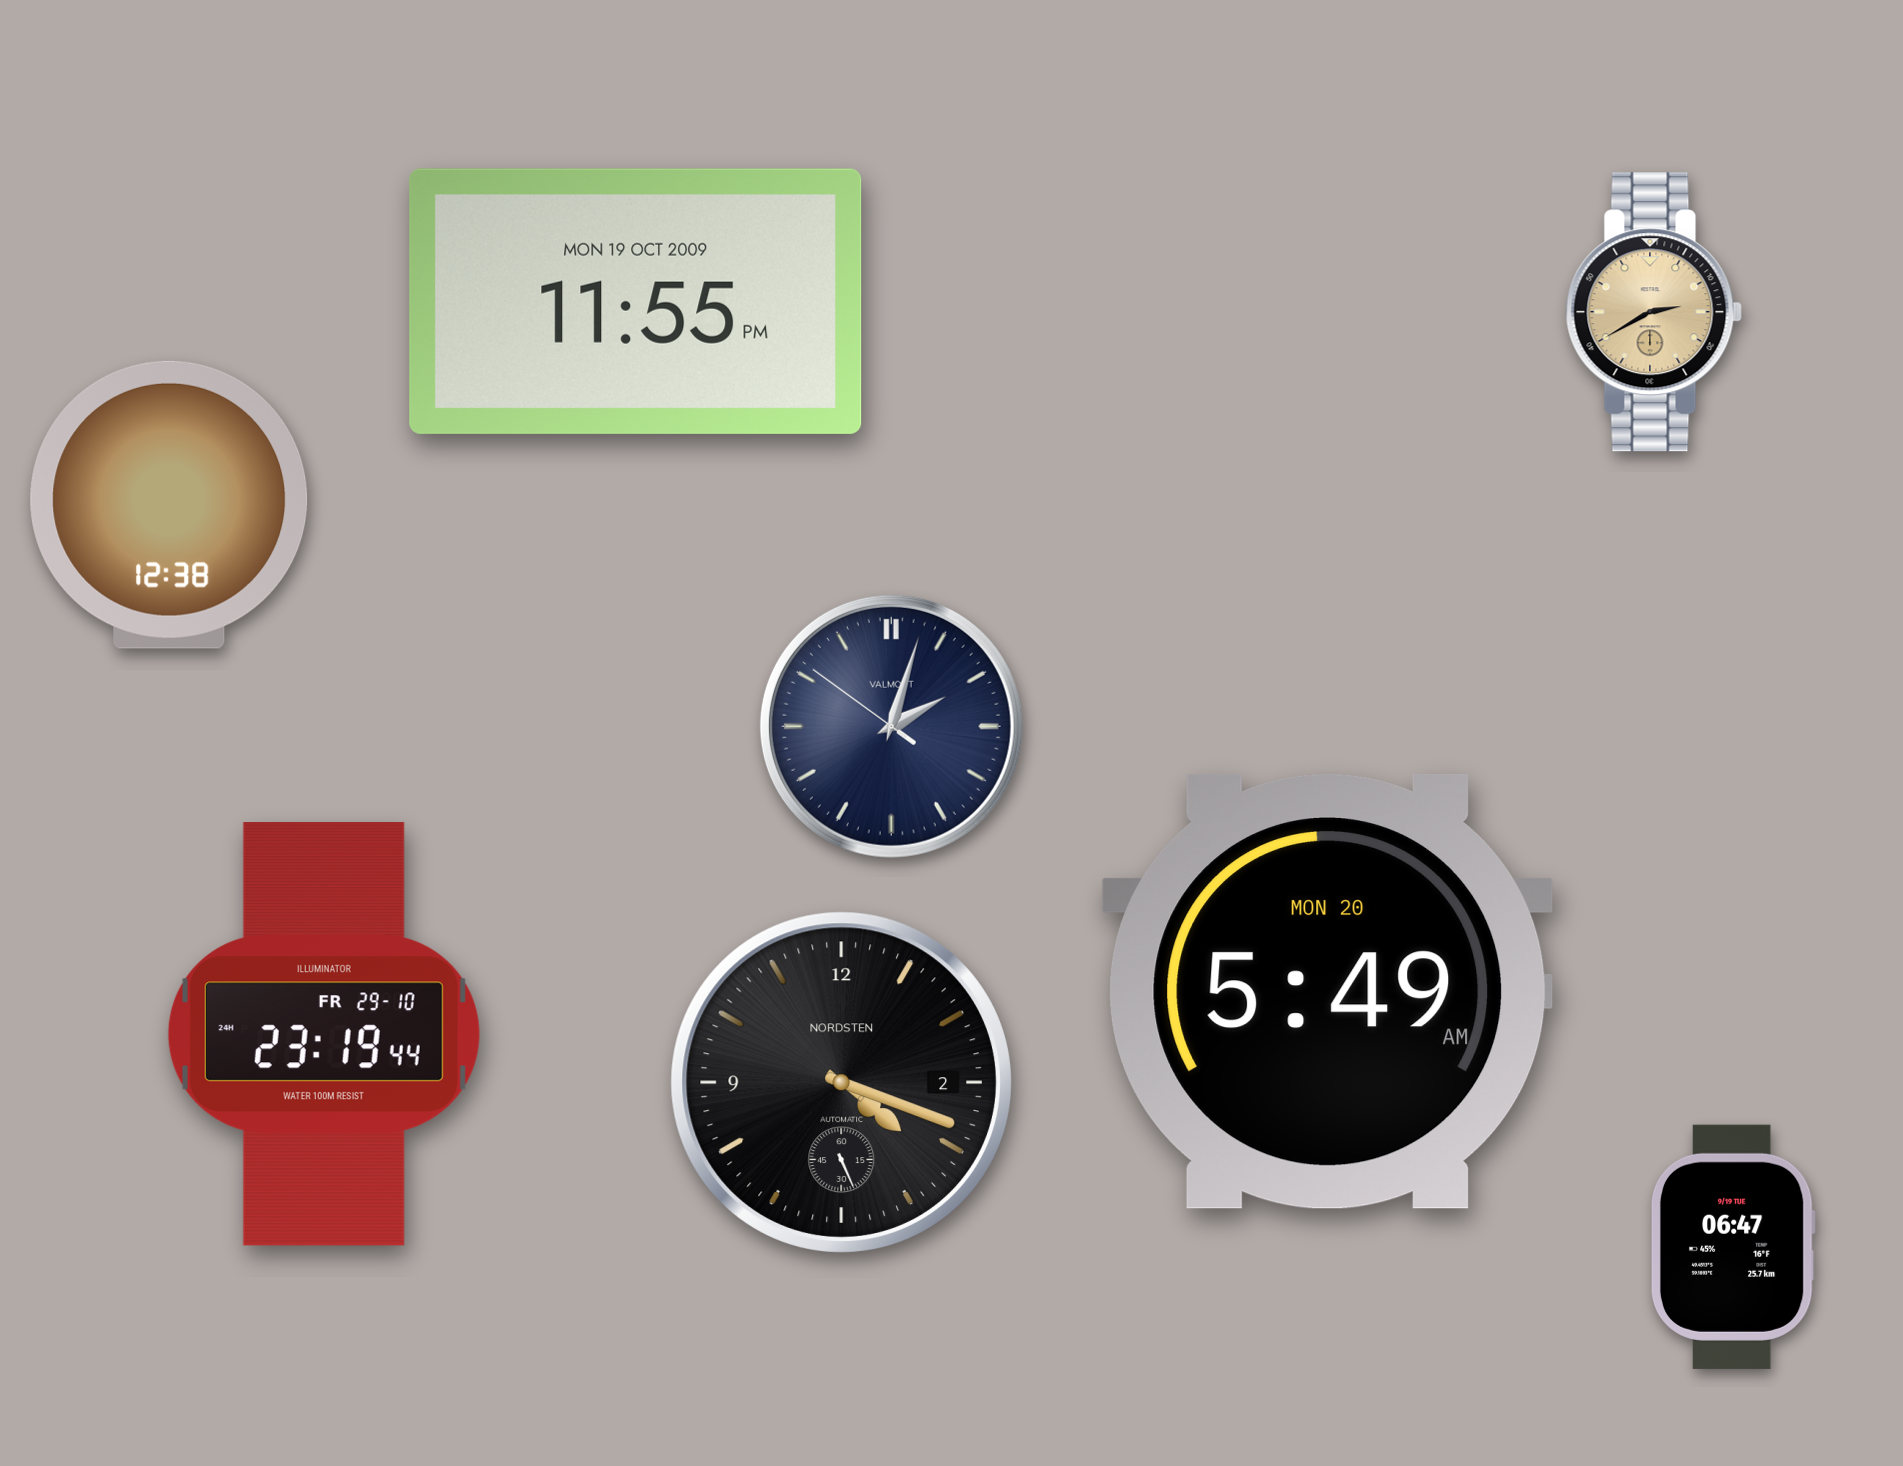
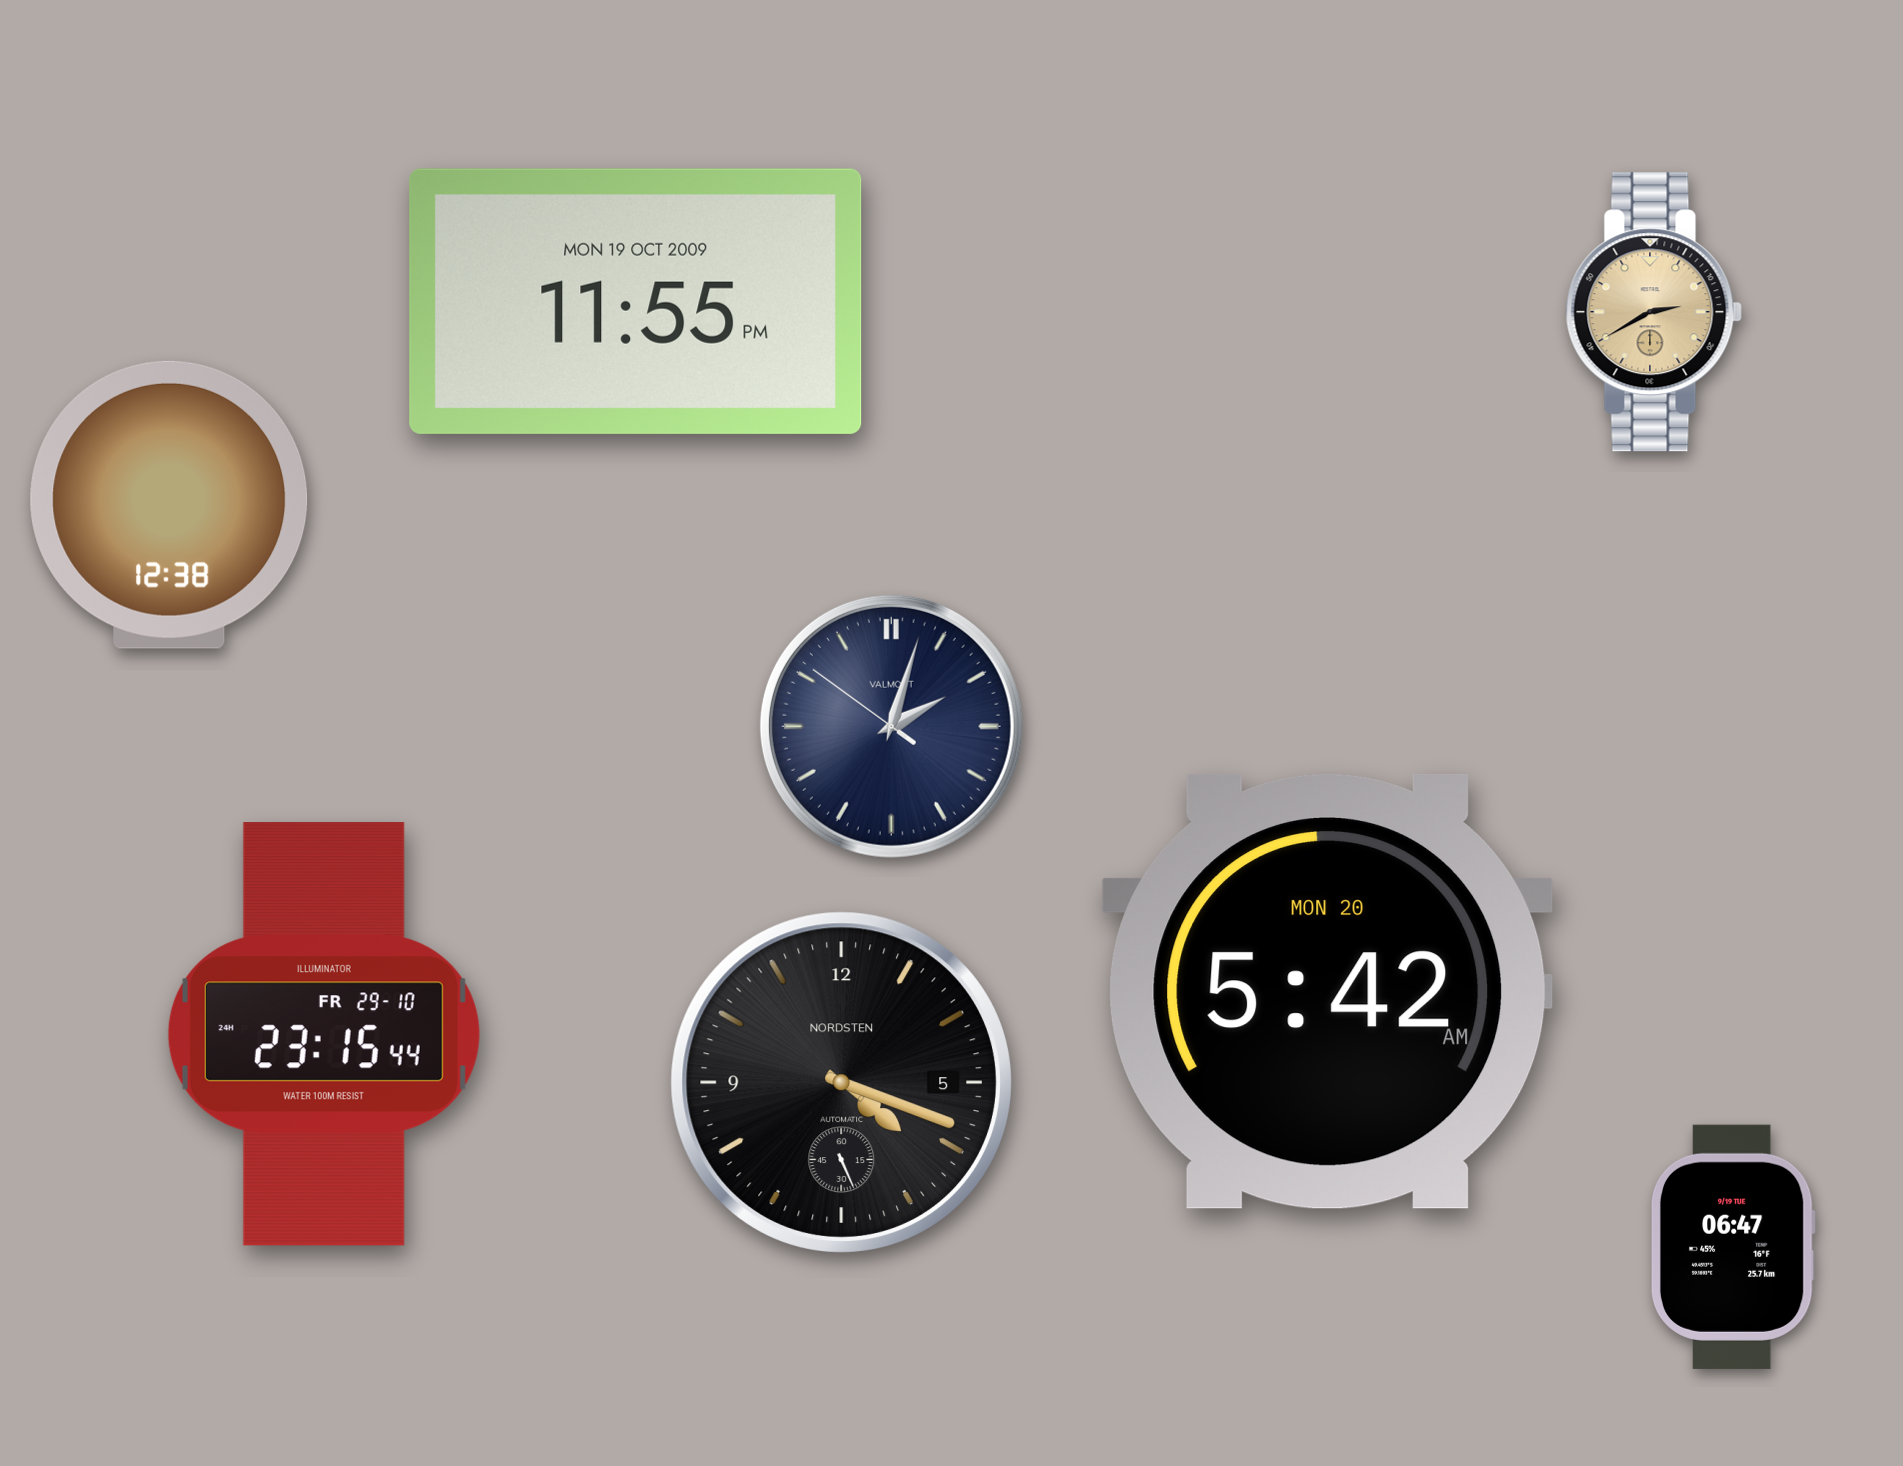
clock at (1328, 991): 5:49 -> 5:42
clock at (324, 1034): 23:19 -> 23:15
clock at (841, 1082) date: 2 -> 5
